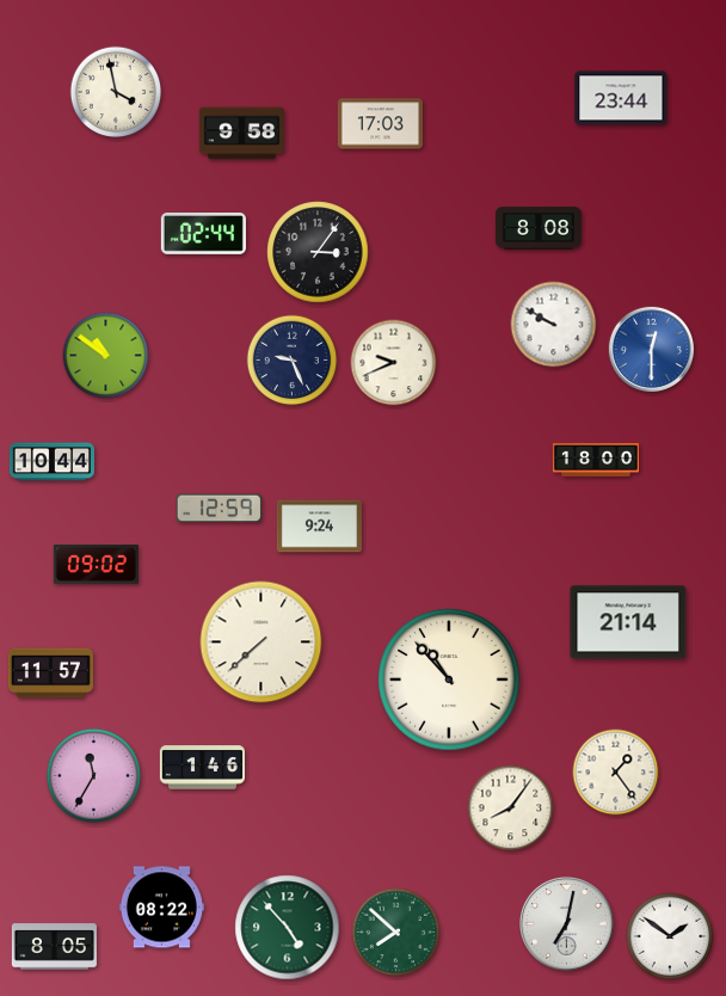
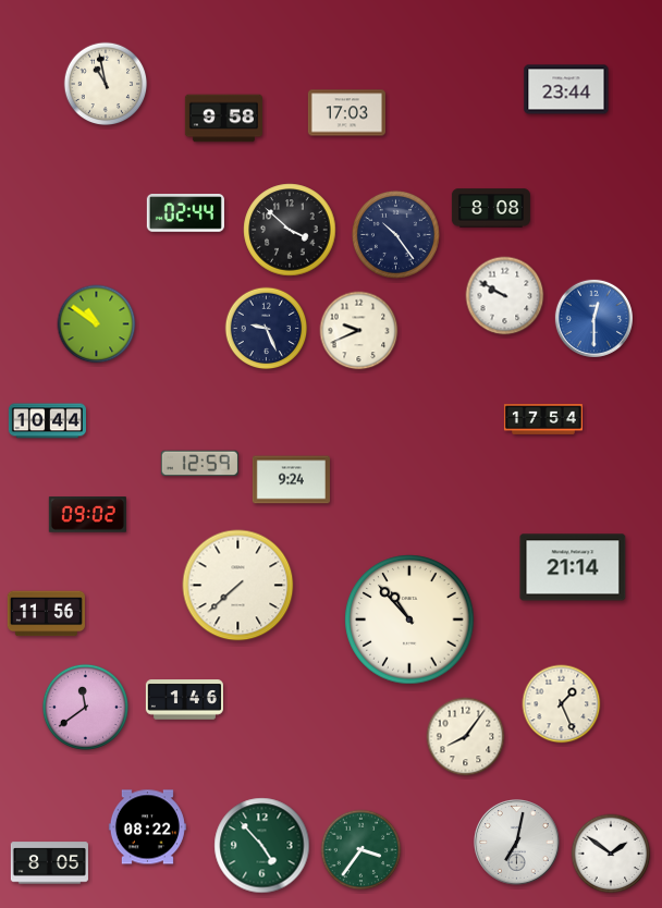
clock at (116, 92): 3:58 -> 10:58
clock at (241, 134) position: (241, 134) -> (223, 119)
clock at (318, 252): 3:06 -> 3:52
clock at (395, 234): none -> 10:24
clock at (596, 461): 18:00 -> 17:54
clock at (50, 674): 11:57 -> 11:56
clock at (616, 773): 1:24 -> 1:26
clock at (93, 775): 11:35 -> 11:39
clock at (396, 933): 7:52 -> 3:36
